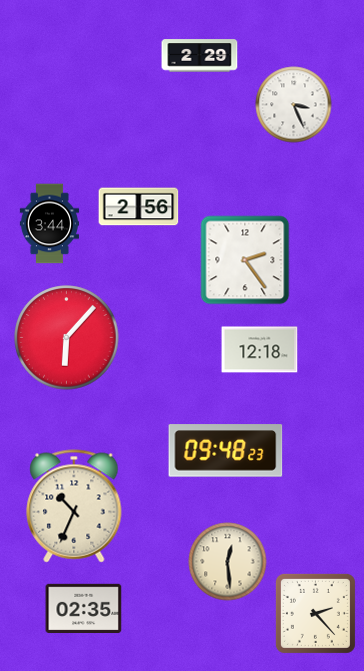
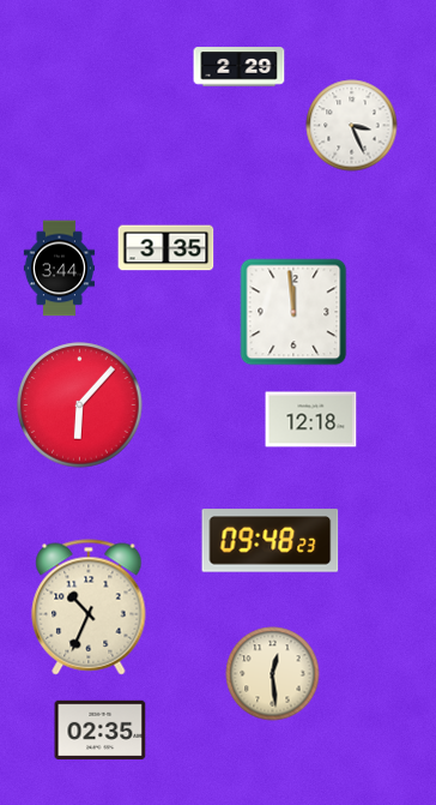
clock at (139, 207): 2:56 -> 3:35
clock at (245, 260): 2:24 -> 11:59
clock at (315, 613): 2:23 -> none
